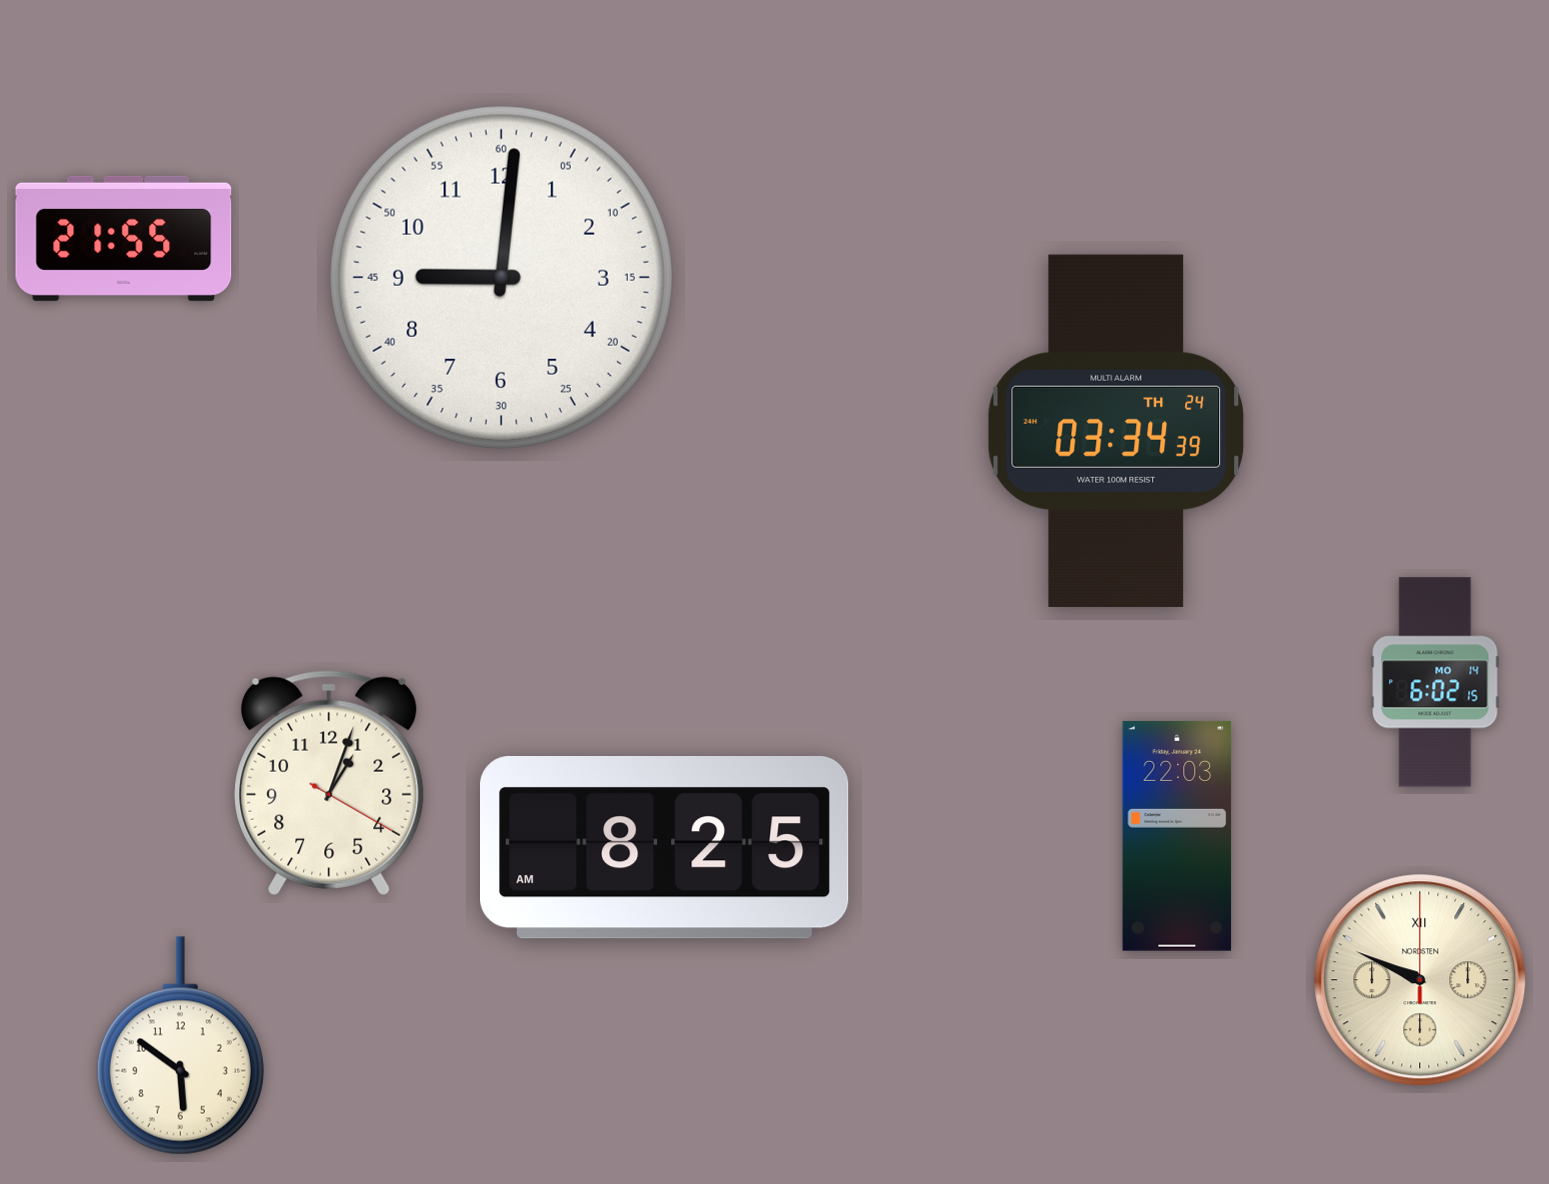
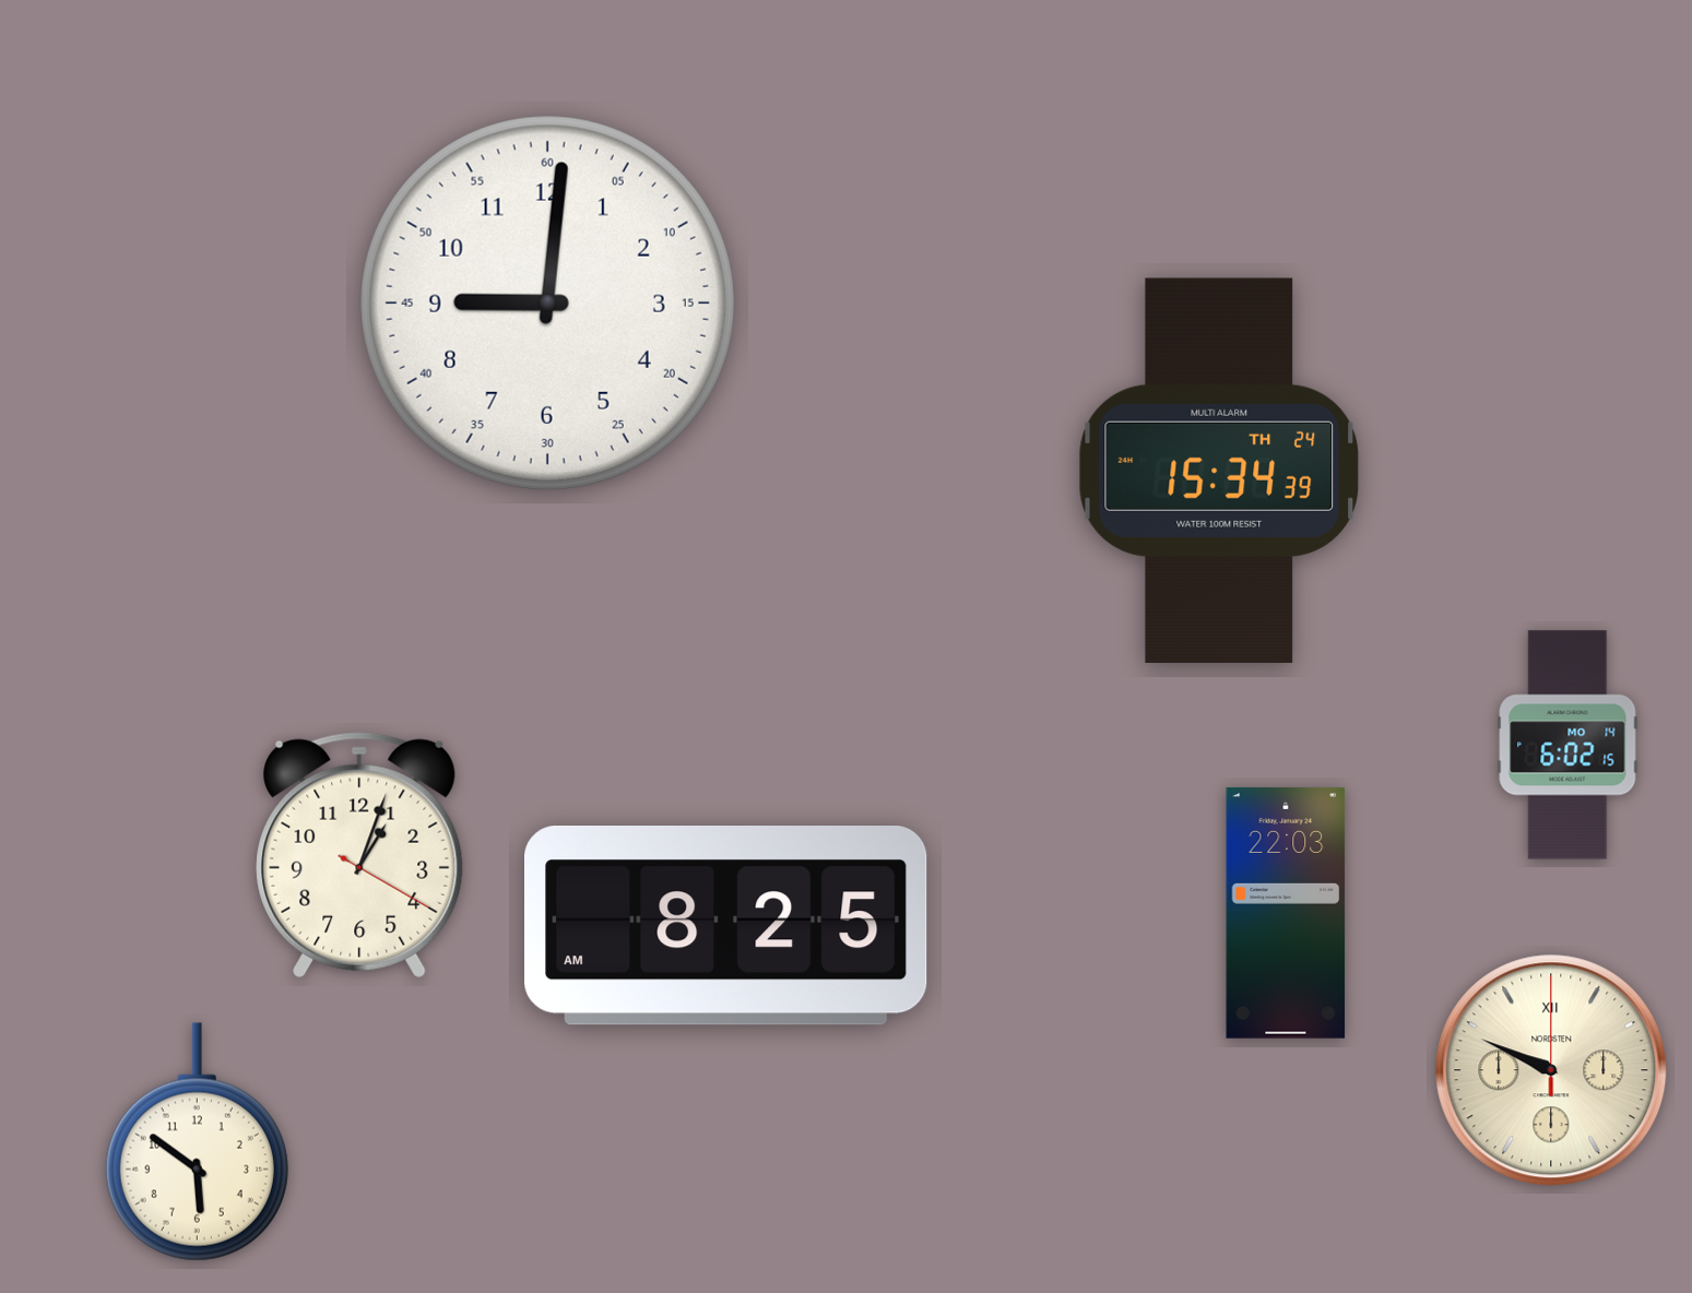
clock at (124, 238): 21:55 -> none
clock at (1116, 431): 03:34 -> 15:34
